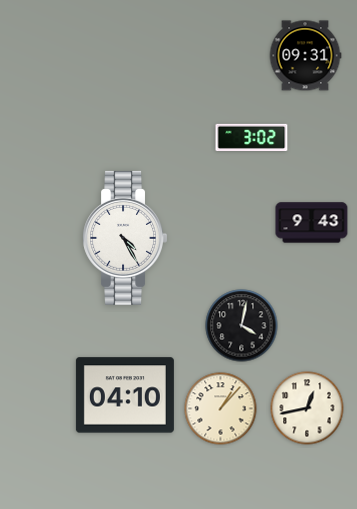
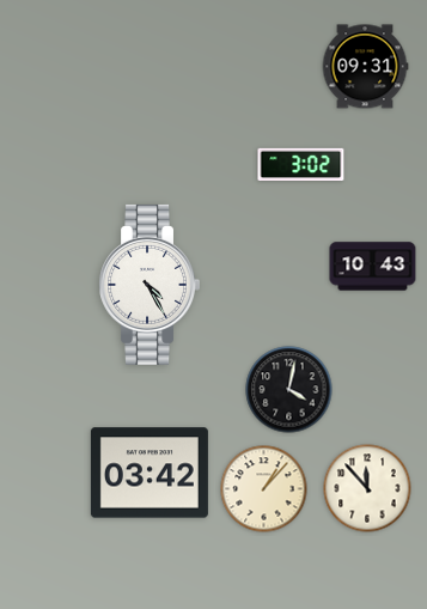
clock at (312, 223): 9:43 -> 10:43
clock at (125, 395): 04:10 -> 03:42
clock at (307, 408): 12:43 -> 11:53
